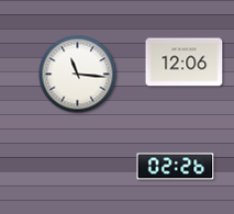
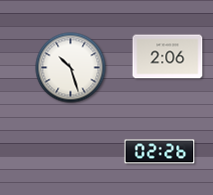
clock at (185, 63): 12:06 -> 2:06
clock at (78, 75): 11:16 -> 10:27
